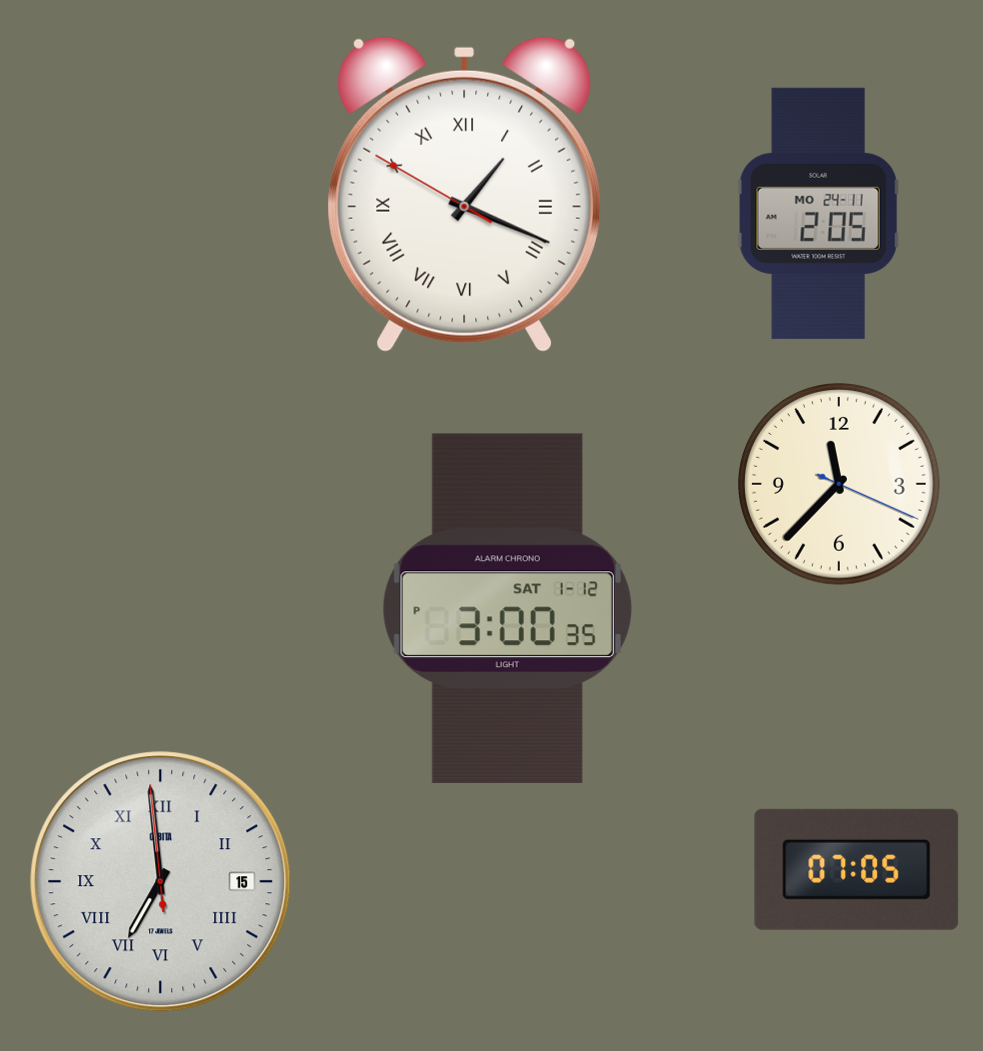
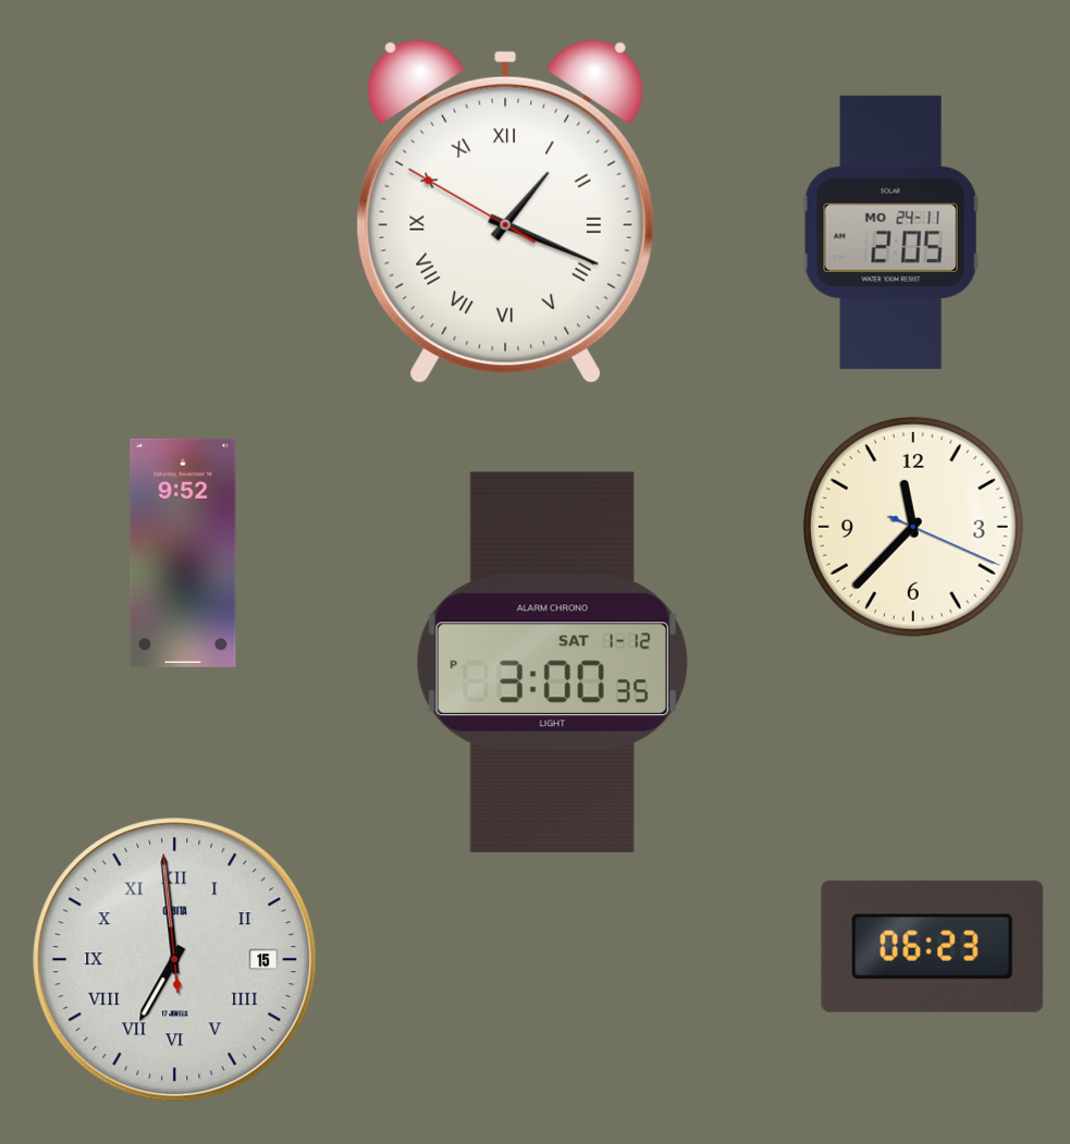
clock at (183, 553): none -> 9:52
clock at (857, 869): 07:05 -> 06:23
